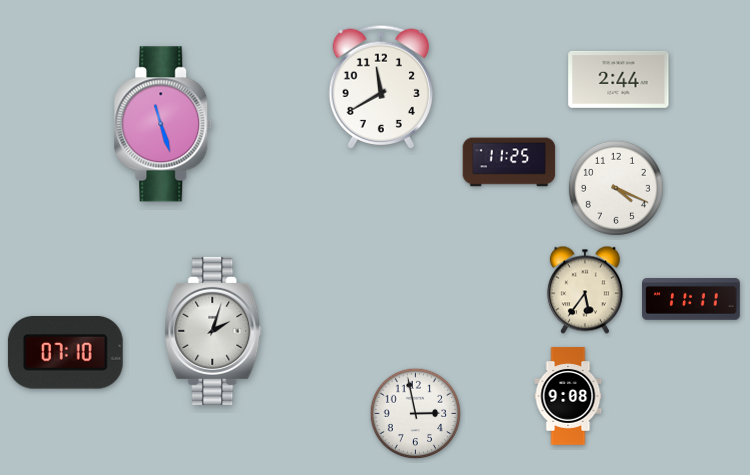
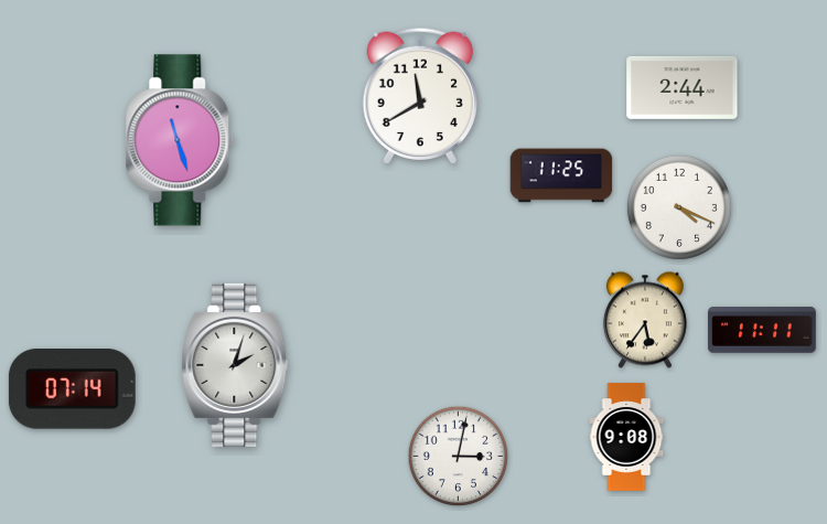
clock at (163, 124) position: (163, 124) -> (180, 140)
clock at (509, 162) position: (509, 162) -> (561, 175)
clock at (65, 353): 07:10 -> 07:14
clock at (416, 414): 2:58 -> 3:02
